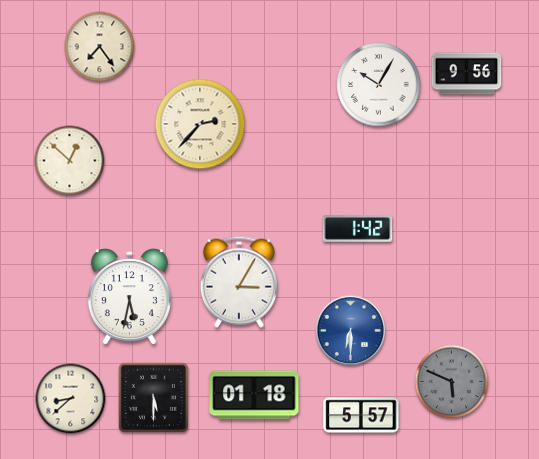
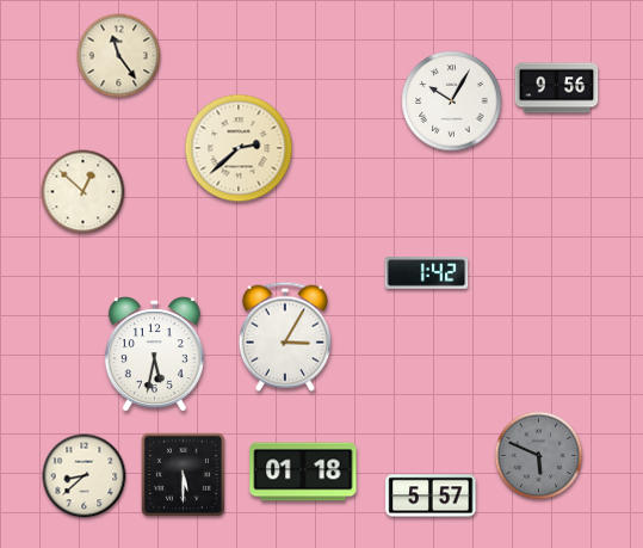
clock at (100, 47): 7:24 -> 11:24
clock at (200, 124): 2:37 -> 2:38
clock at (351, 331): 6:30 -> none
